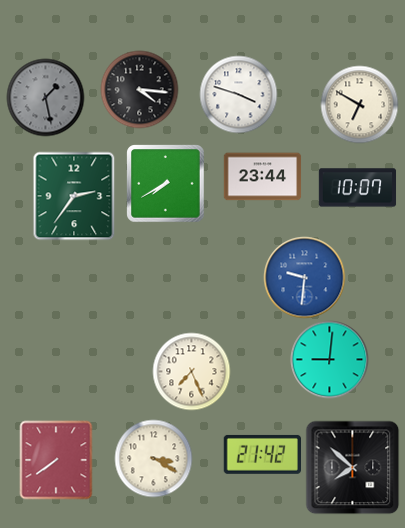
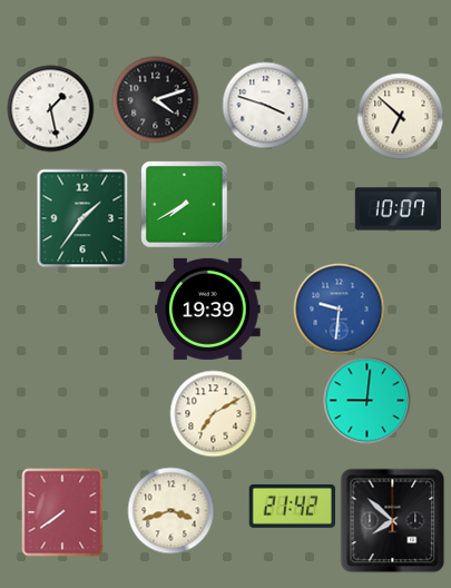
clock at (139, 89): 4:16 -> 4:12
clock at (45, 97) dial: grey -> white
clock at (359, 104): 6:50 -> 6:52
clock at (262, 177): 23:44 -> none
clock at (74, 196): 2:36 -> 1:36
clock at (208, 308): none -> 19:39
clock at (191, 371): 7:26 -> 7:10
clock at (153, 458): 3:20 -> 3:42
